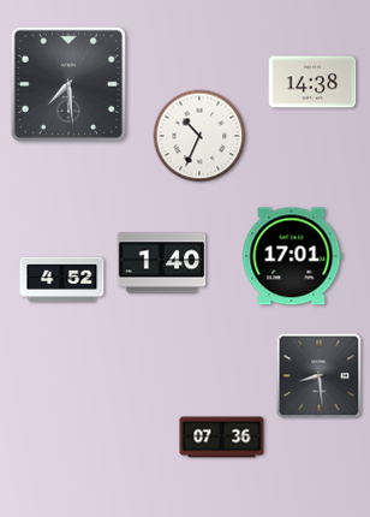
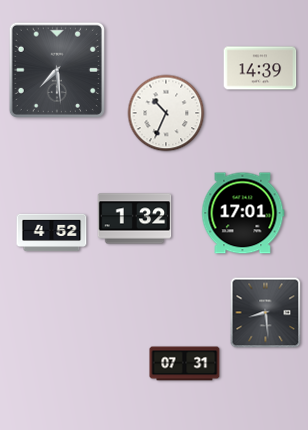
clock at (312, 82): 14:38 -> 14:39
clock at (162, 263): 1:40 -> 1:32
clock at (222, 438): 07:36 -> 07:31
